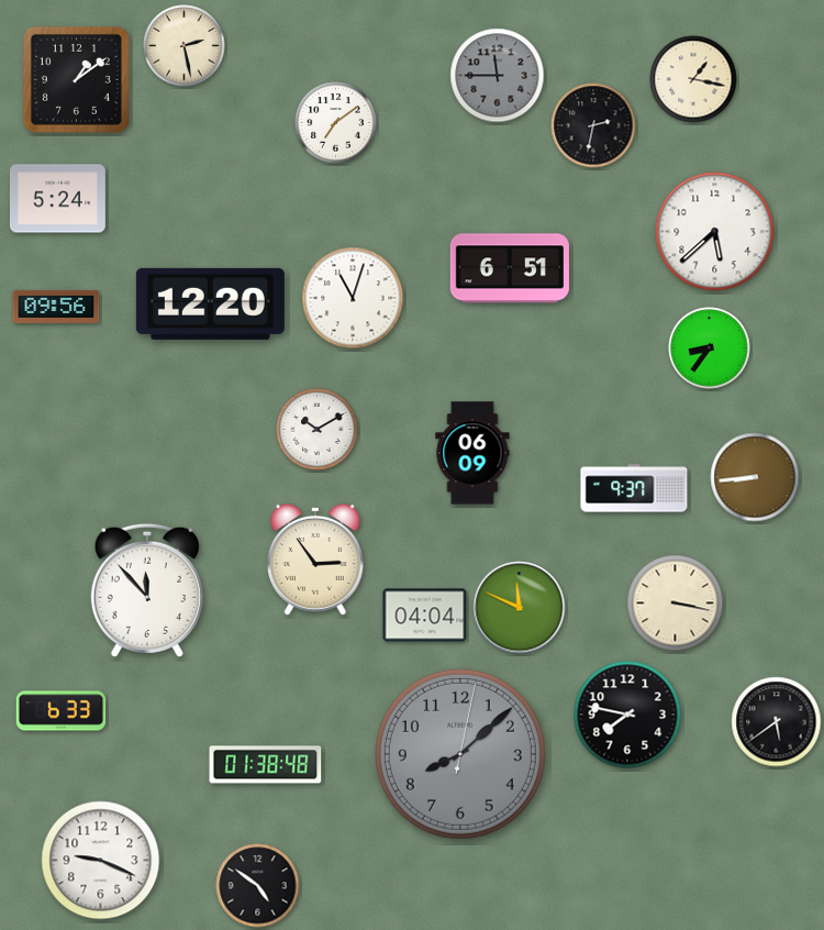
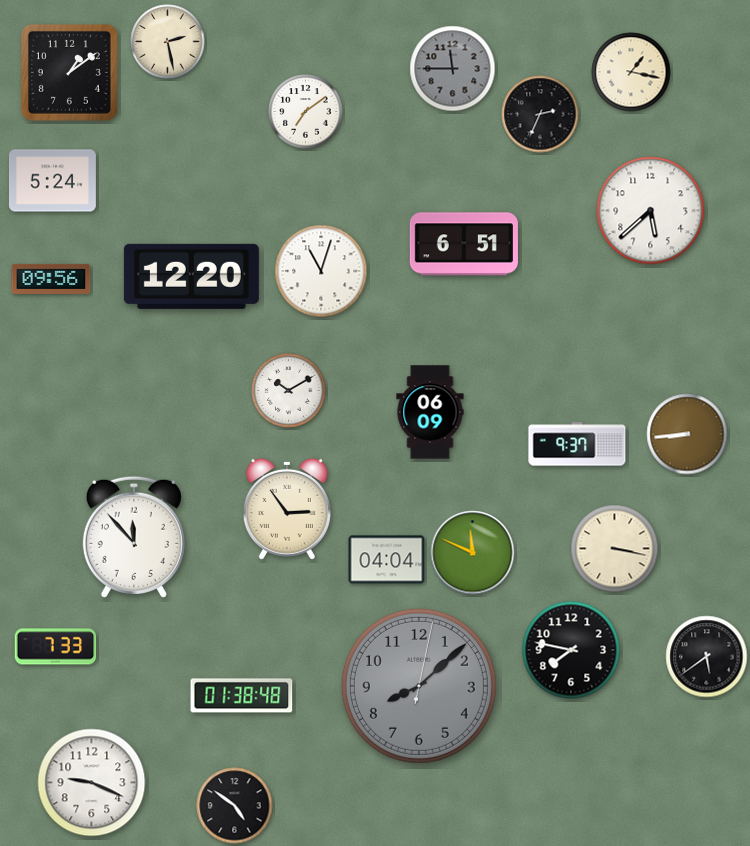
clock at (593, 125): 2:32 -> 2:34
clock at (710, 348): 8:36 -> none
clock at (62, 711): 6:33 -> 7:33
